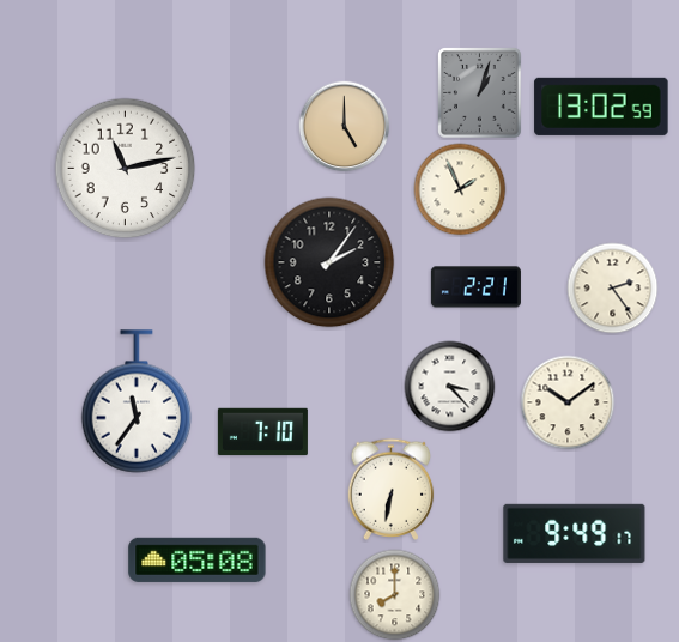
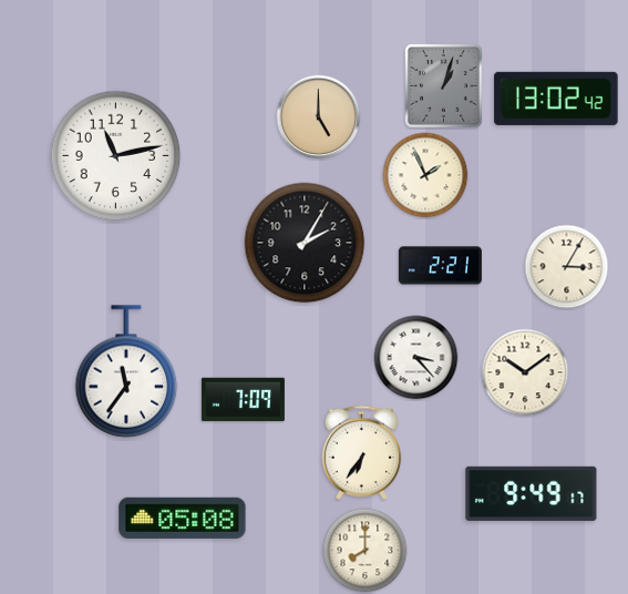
clock at (601, 107): 13:02:59 -> 13:02:42
clock at (329, 262): 2:06 -> 2:05
clock at (613, 289): 2:24 -> 3:05
clock at (262, 432): 7:10 -> 7:09
clock at (392, 489): 6:32 -> 6:36
